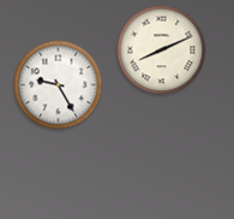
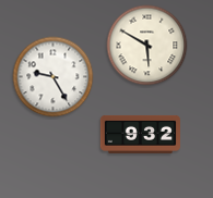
clock at (162, 51): 8:11 -> 5:50
clock at (140, 134): none -> 9:32
